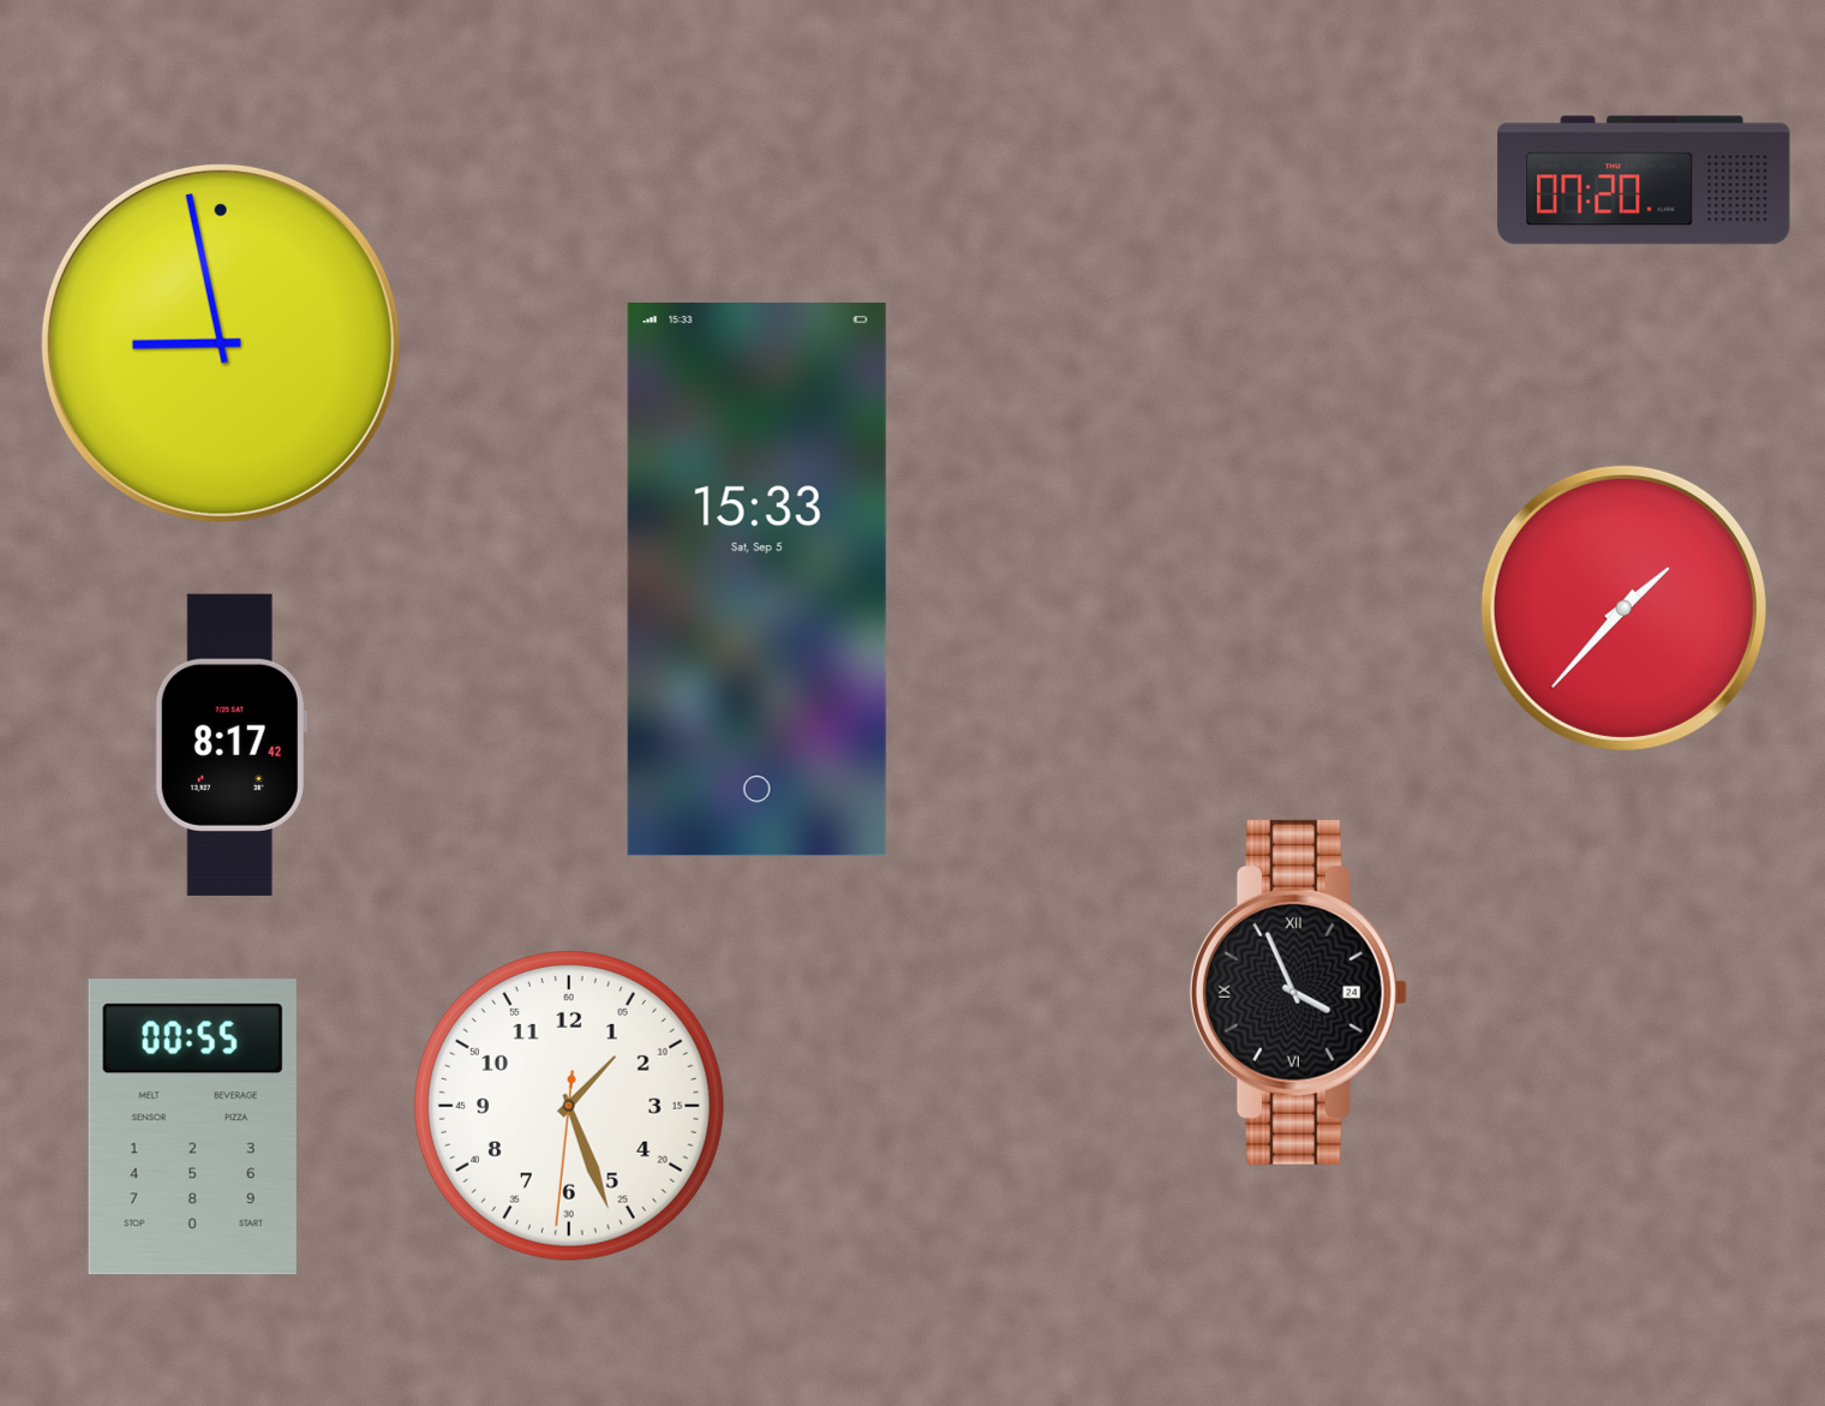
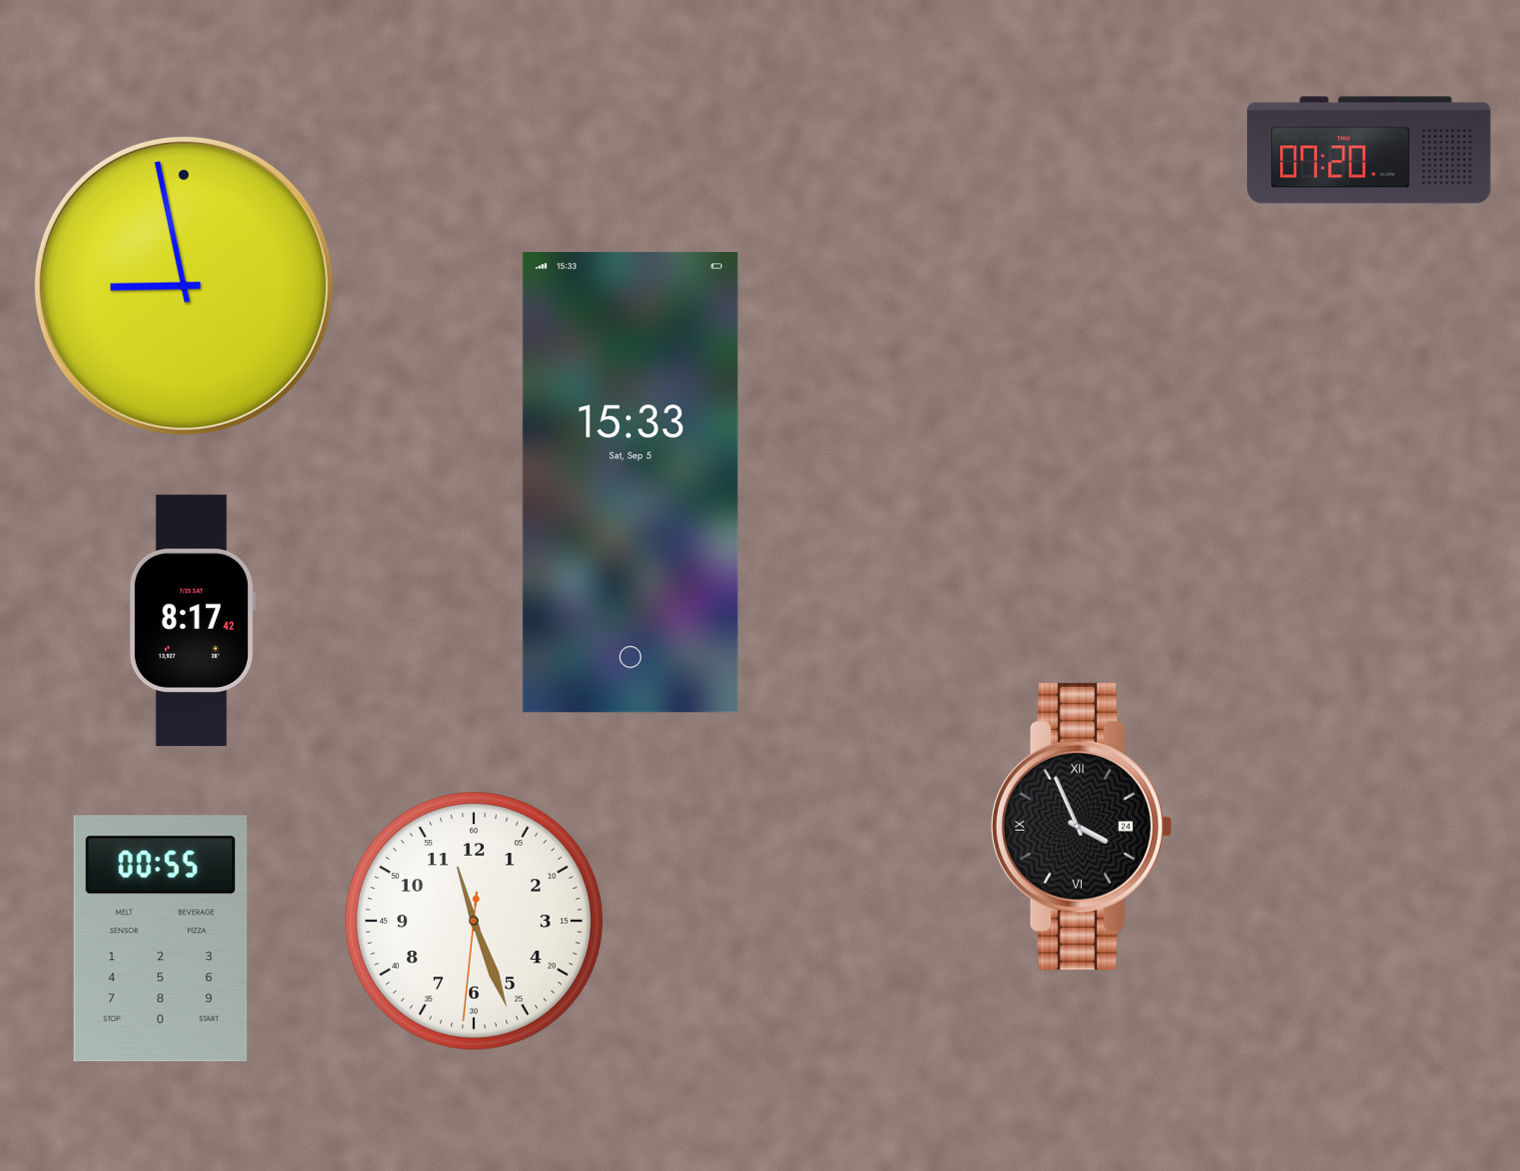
clock at (1623, 608): 1:37 -> none
clock at (569, 1106): 1:26 -> 11:26
